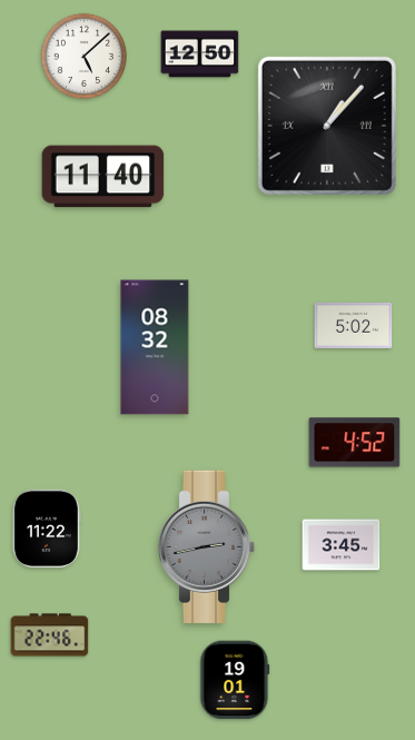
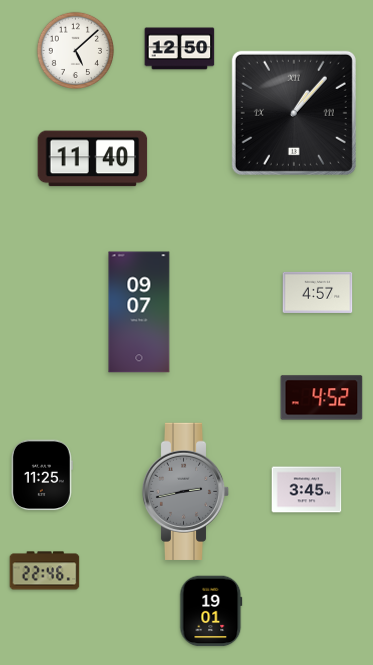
clock at (354, 325): 5:02 -> 4:57
clock at (155, 347): 08:32 -> 09:07
clock at (355, 443) position: (355, 443) -> (322, 398)
clock at (47, 529): 11:22 -> 11:25
